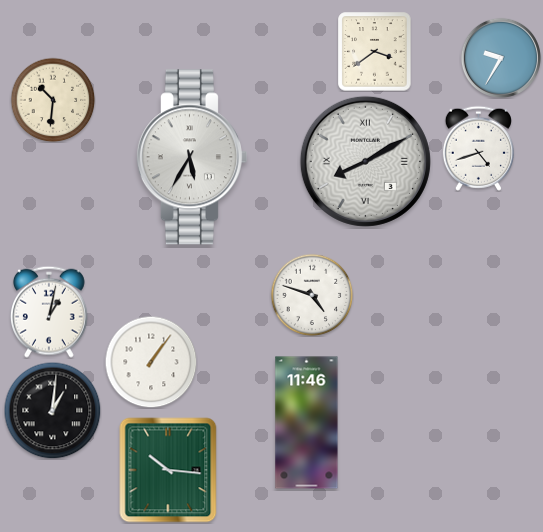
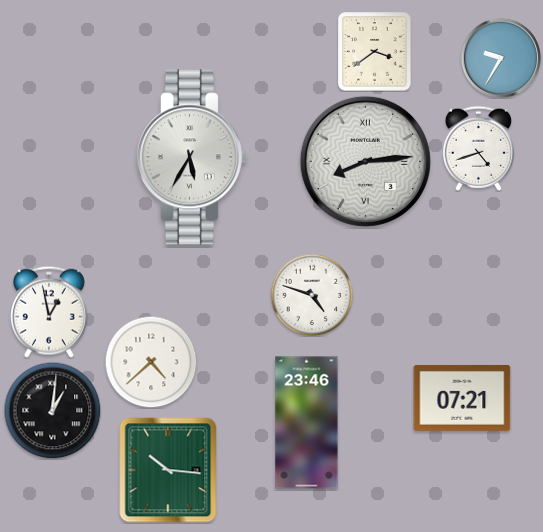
clock at (53, 100): 10:31 -> none
clock at (365, 161): 8:10 -> 8:14
clock at (49, 312): 1:02 -> 12:58
clock at (151, 362): 1:06 -> 4:38
clock at (462, 398): none -> 07:21
clock at (307, 423): 11:46 -> 23:46
